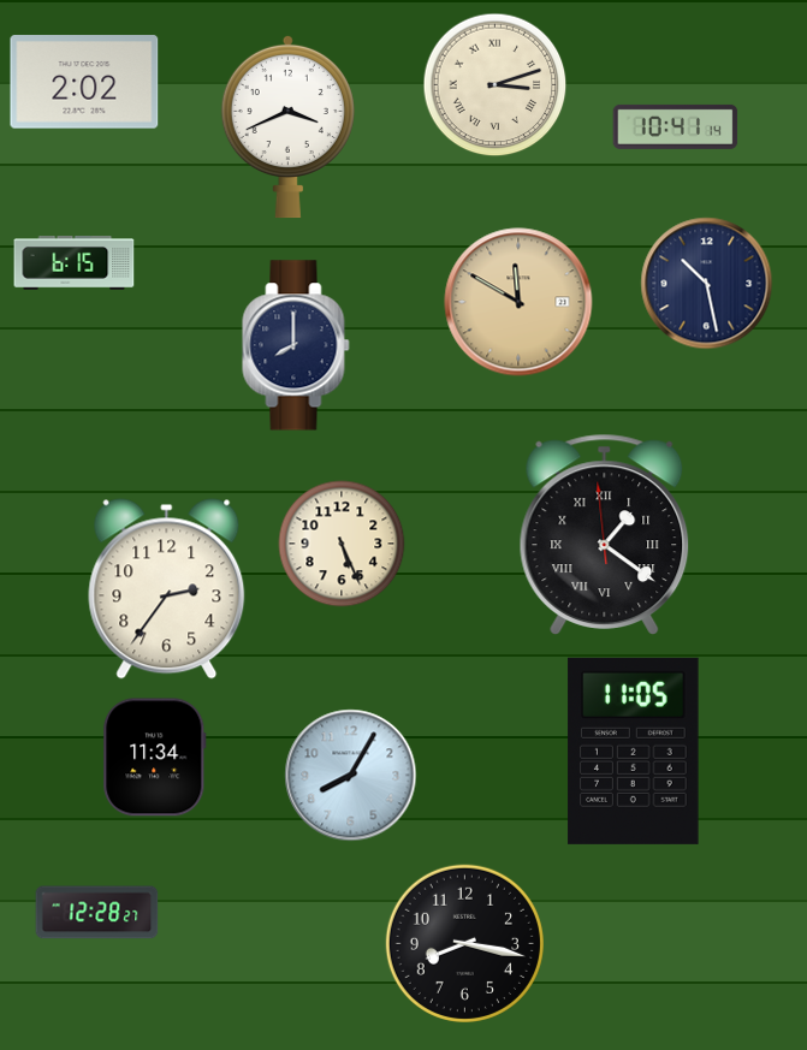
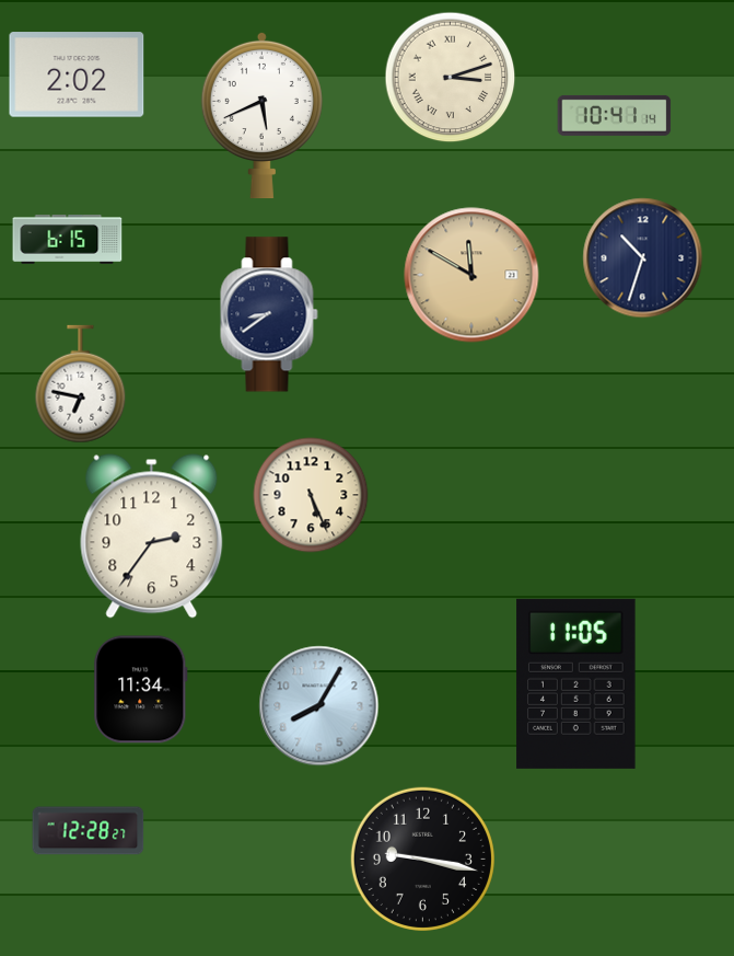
clock at (287, 126): 3:41 -> 5:41
clock at (707, 284): 10:28 -> 10:33
clock at (296, 345): 8:00 -> 8:39
clock at (81, 384): none -> 6:47
clock at (605, 534): 1:20 -> none
clock at (464, 943): 8:17 -> 9:17
